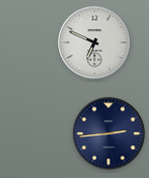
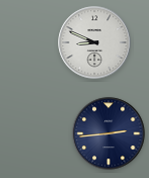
clock at (95, 43): 6:49 -> 8:49
